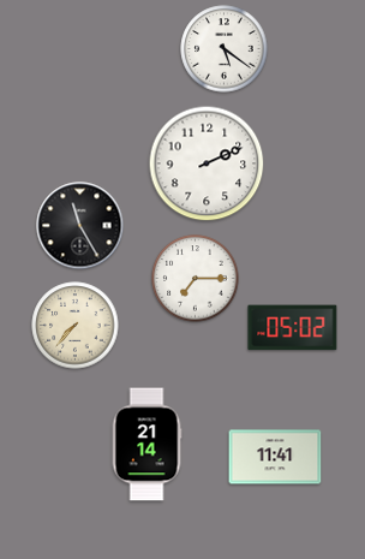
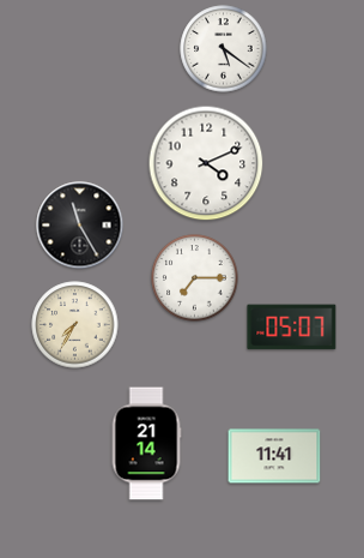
clock at (207, 163): 2:11 -> 4:11
clock at (76, 326): 7:37 -> 7:35
clock at (293, 328): 05:02 -> 05:07
